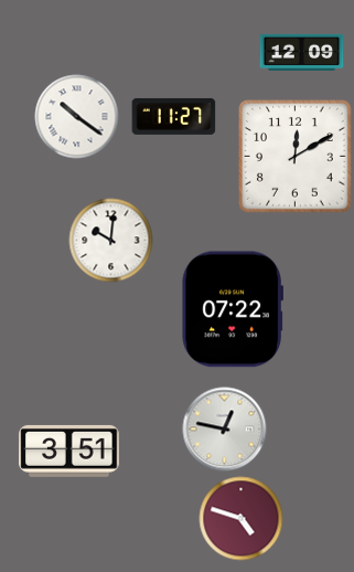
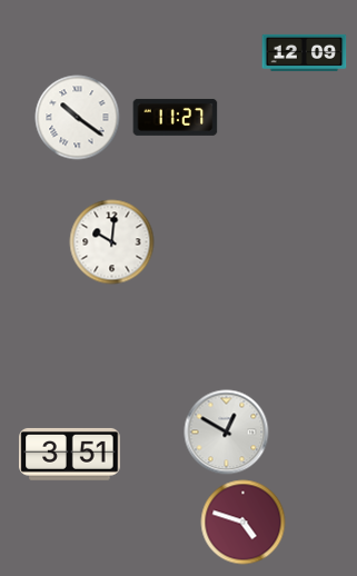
clock at (296, 157): 12:10 -> none
clock at (232, 309): 07:22 -> none
clock at (225, 430): 12:47 -> 12:50
